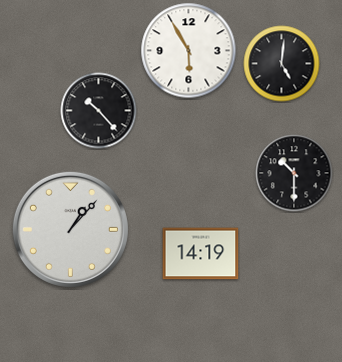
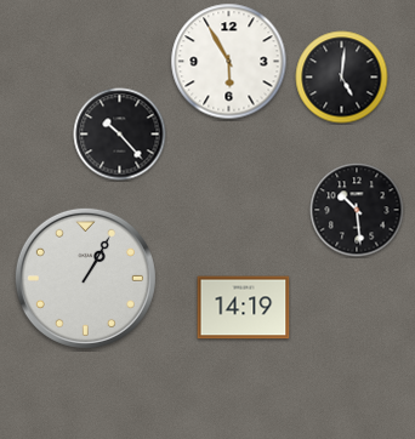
clock at (294, 173): 10:30 -> 10:29
clock at (70, 229): 1:07 -> 1:05
